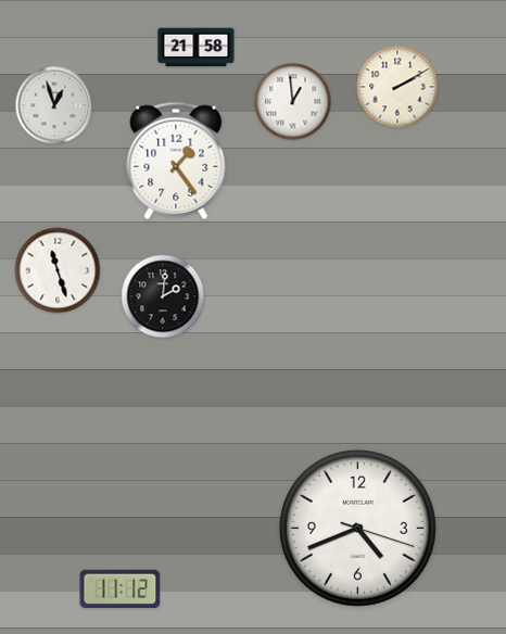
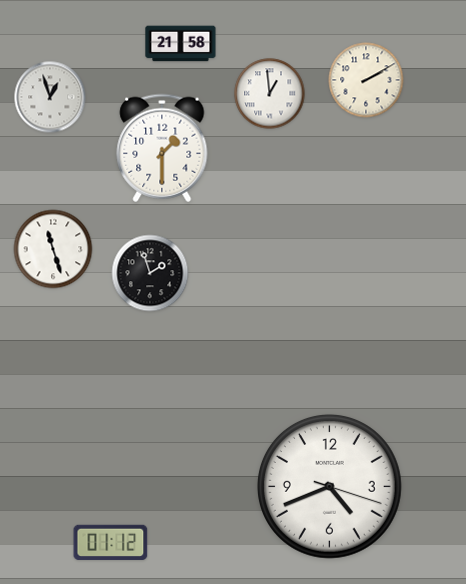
clock at (176, 161): 1:24 -> 1:30
clock at (163, 296): 2:01 -> 1:57
clock at (121, 588): 11:12 -> 01:12
